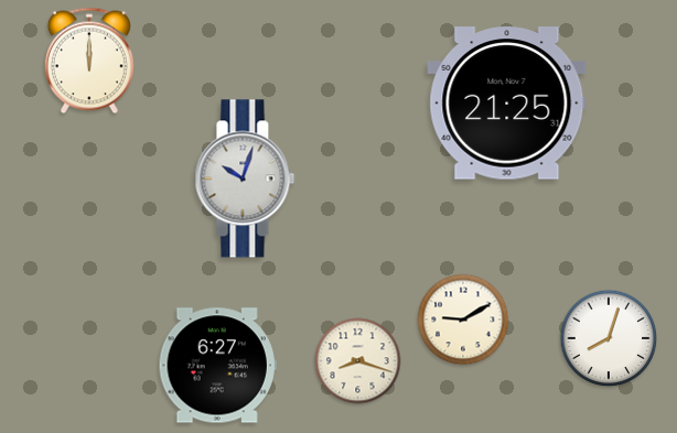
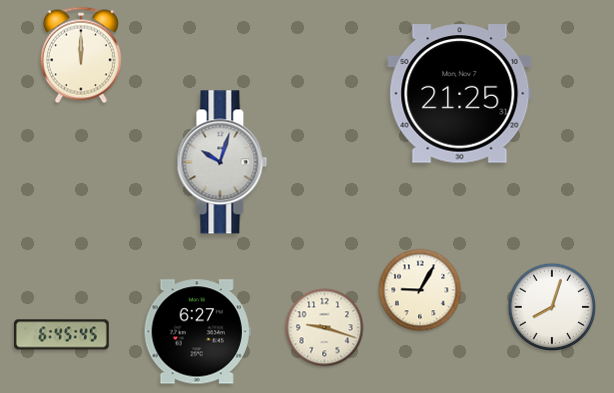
clock at (463, 320): 9:10 -> 9:05
clock at (358, 361): 8:18 -> 9:18
clock at (61, 335): none -> 6:45
